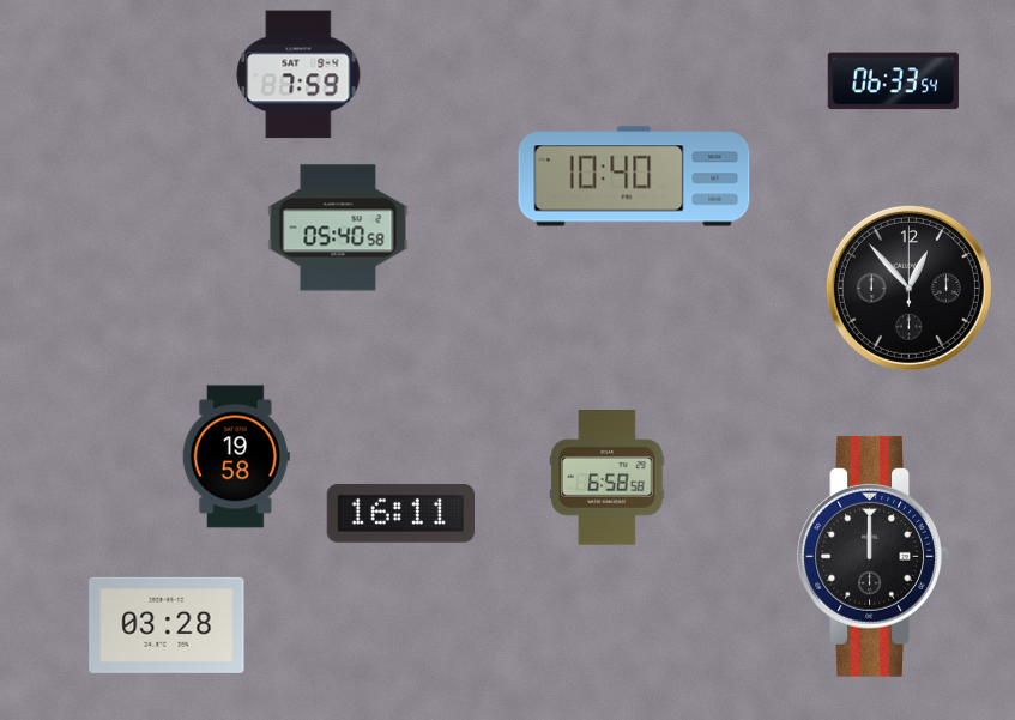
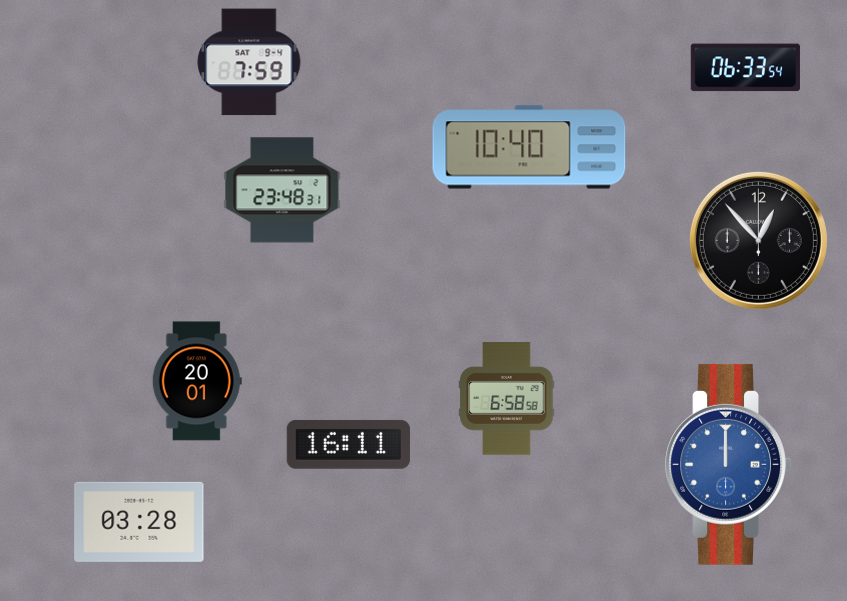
clock at (338, 228): 05:40 -> 23:48
clock at (236, 456): 19:58 -> 20:01
clock at (400, 513) position: (400, 513) -> (348, 444)
clock at (874, 556) dial: black -> blue
